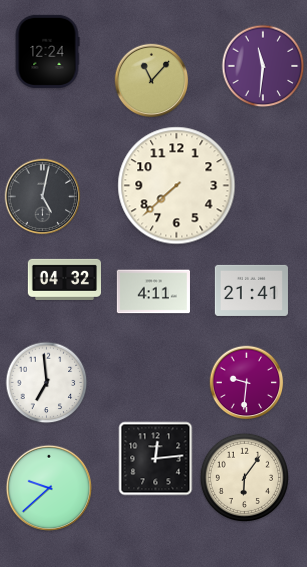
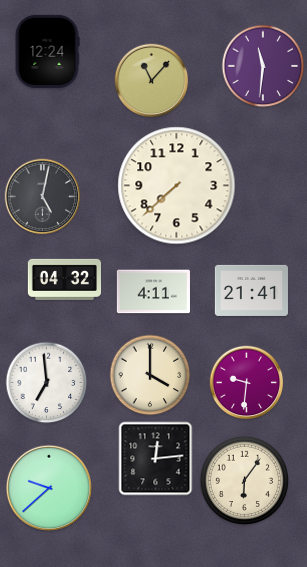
clock at (150, 375): none -> 4:00
clock at (245, 478) position: (245, 478) -> (245, 481)
